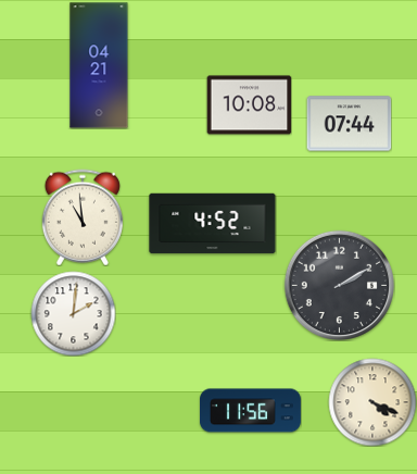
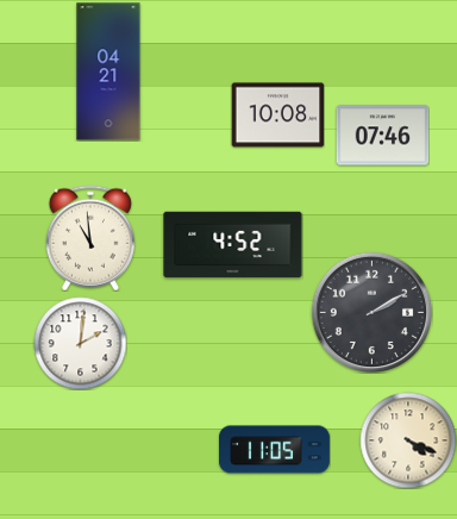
clock at (249, 105) position: (249, 105) -> (277, 115)
clock at (349, 124): 07:44 -> 07:46
clock at (251, 411): 11:56 -> 11:05
